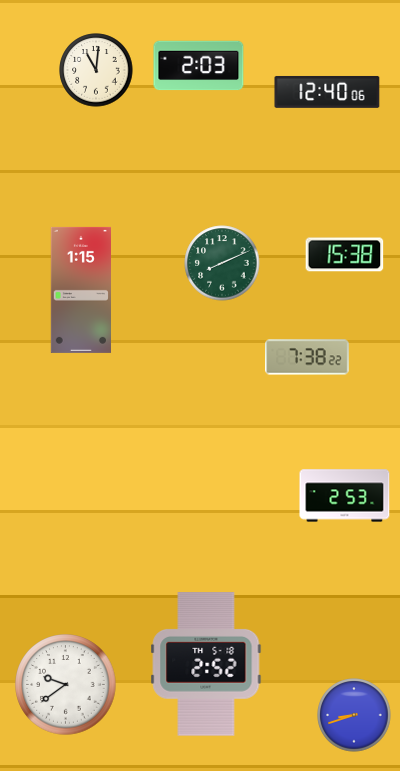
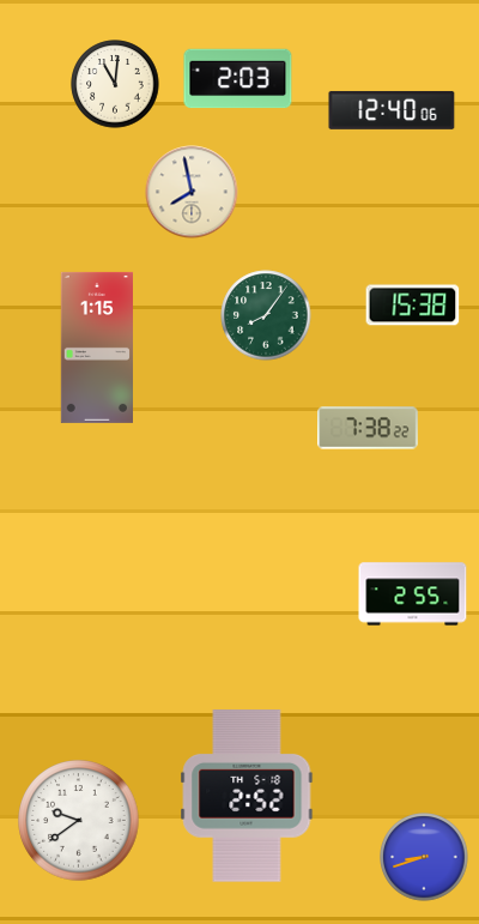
clock at (192, 192): none -> 7:58
clock at (222, 263): 8:11 -> 8:06
clock at (345, 496): 2:53 -> 2:55
